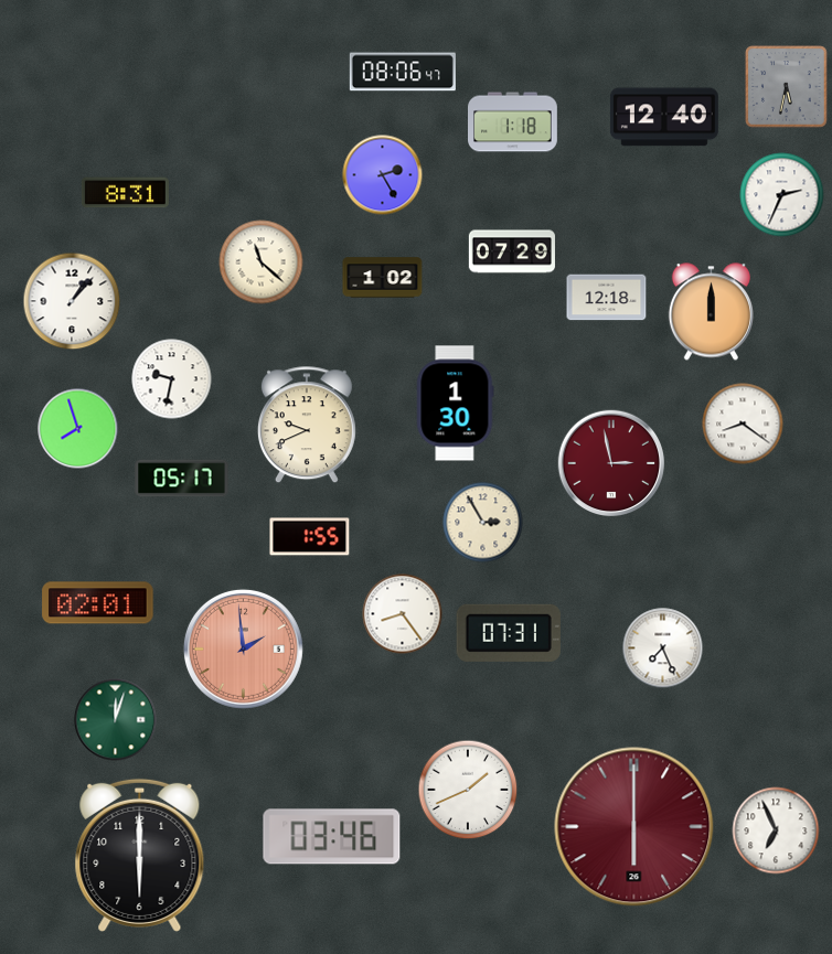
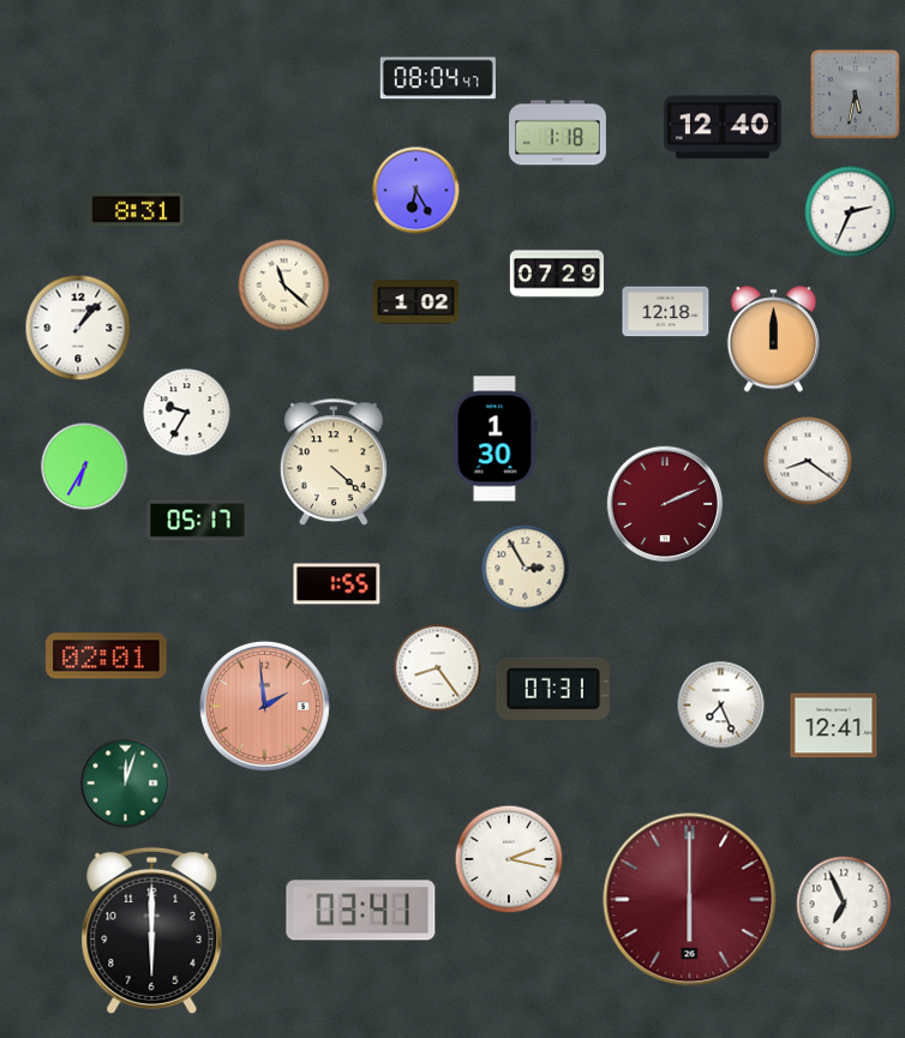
clock at (403, 72): 08:06 -> 08:04
clock at (383, 175): 2:25 -> 6:25
clock at (607, 298) position: (607, 298) -> (666, 312)
clock at (172, 379): 9:32 -> 9:35
clock at (307, 426): 9:41 -> 4:22
clock at (78, 429): 7:57 -> 6:35
clock at (610, 462): 2:58 -> 2:11
clock at (834, 726): none -> 12:41
clock at (468, 790): 1:41 -> 2:17
clock at (332, 837): 03:46 -> 03:41
